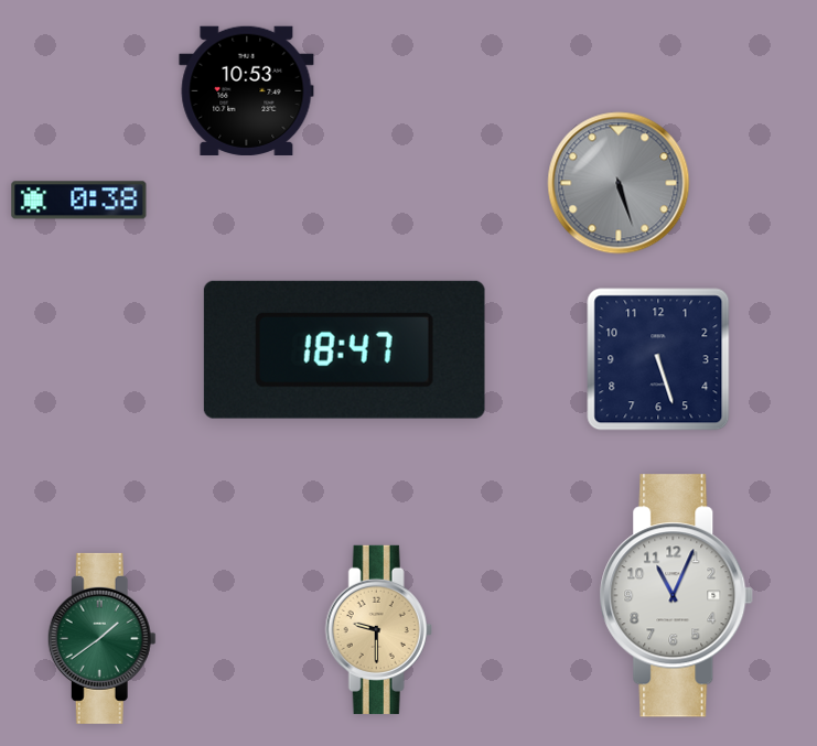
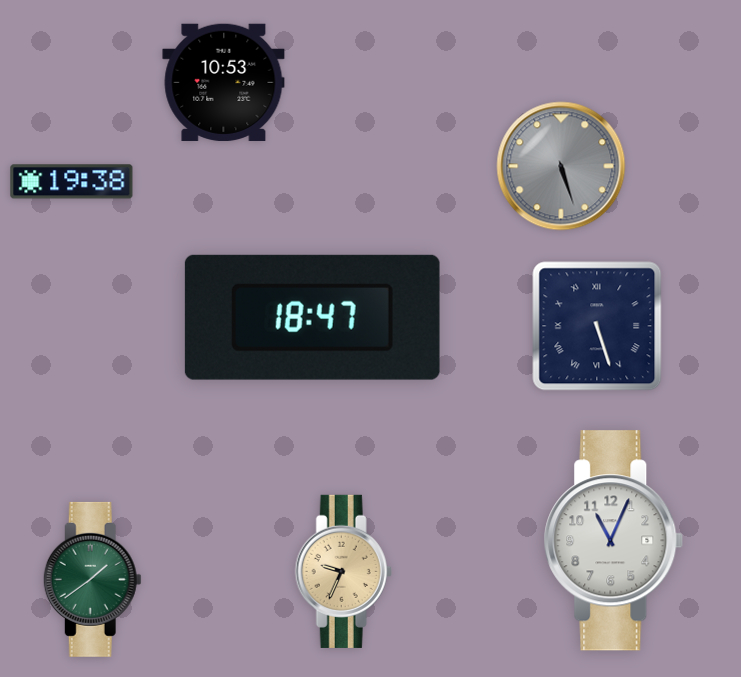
clock at (79, 201): 0:38 -> 19:38
clock at (658, 359) numerals: Arabic -> Roman
clock at (378, 629): 9:30 -> 9:34
